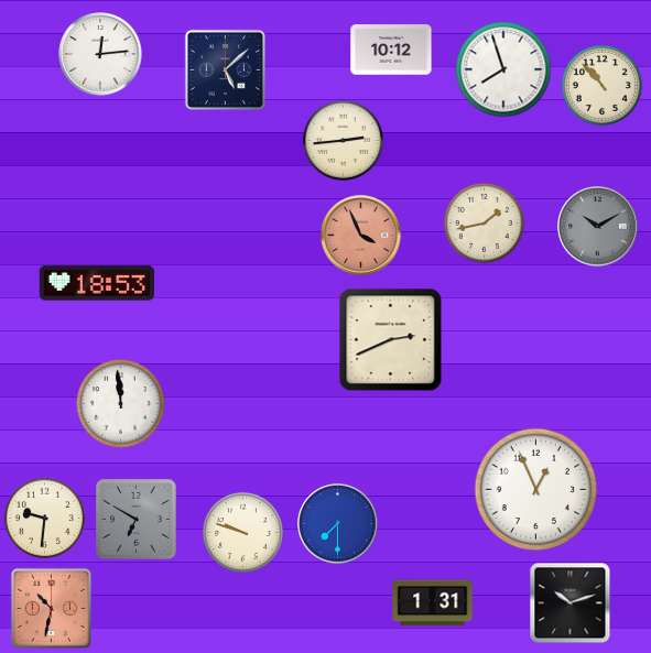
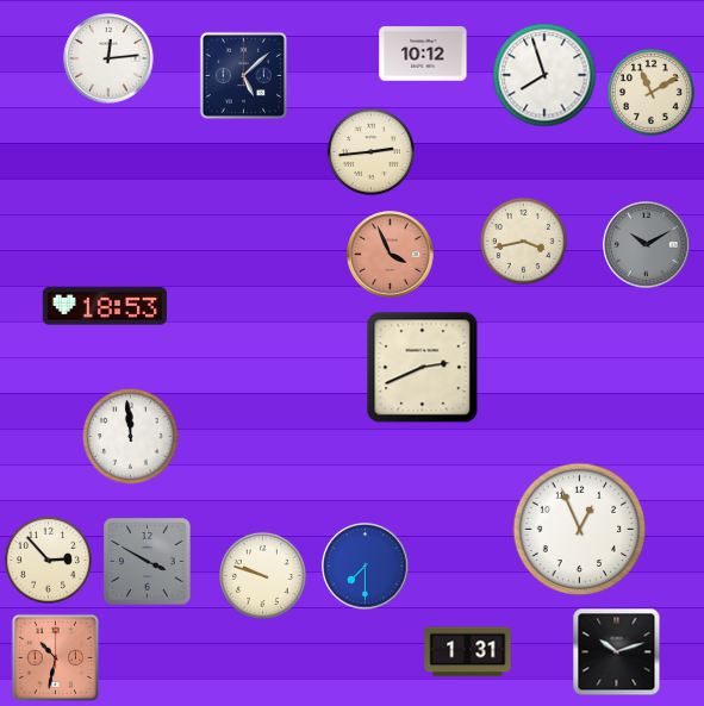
clock at (601, 85): 10:53 -> 11:10
clock at (484, 222): 1:43 -> 3:43
clock at (44, 518): 9:31 -> 2:53
clock at (137, 520): 6:50 -> 3:50
